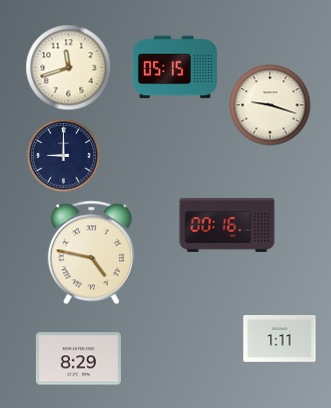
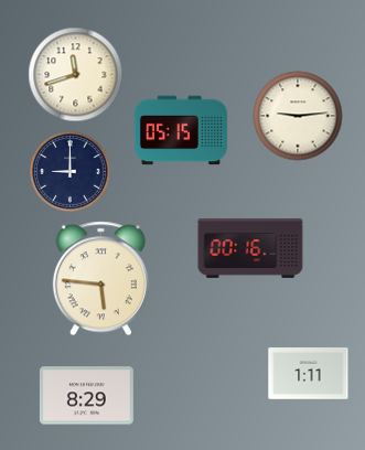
clock at (175, 67) position: (175, 67) -> (181, 130)
clock at (270, 105): 9:18 -> 9:14
clock at (91, 253): 4:47 -> 5:46
